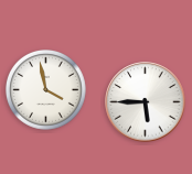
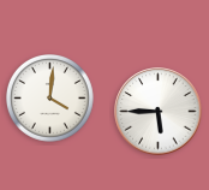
clock at (46, 90): 3:58 -> 4:01
